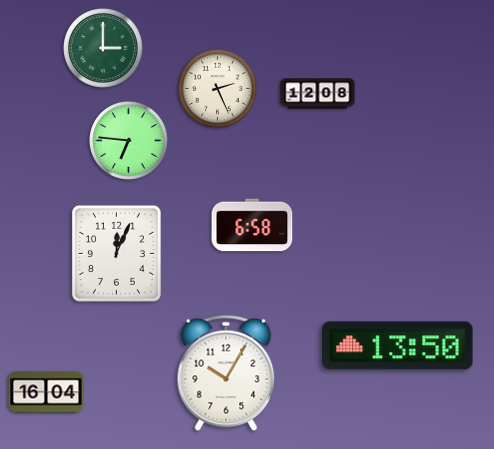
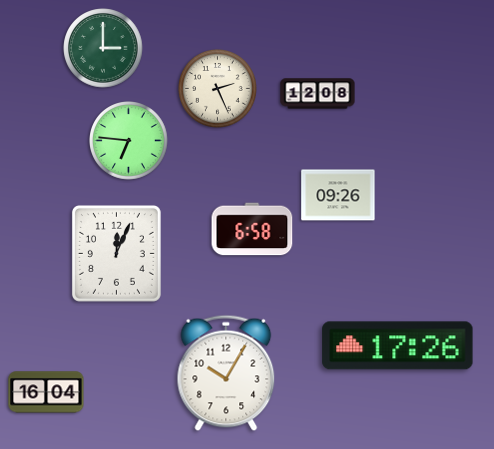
clock at (338, 195): none -> 09:26
clock at (252, 225) position: (252, 225) -> (252, 229)
clock at (398, 346): 13:50 -> 17:26
